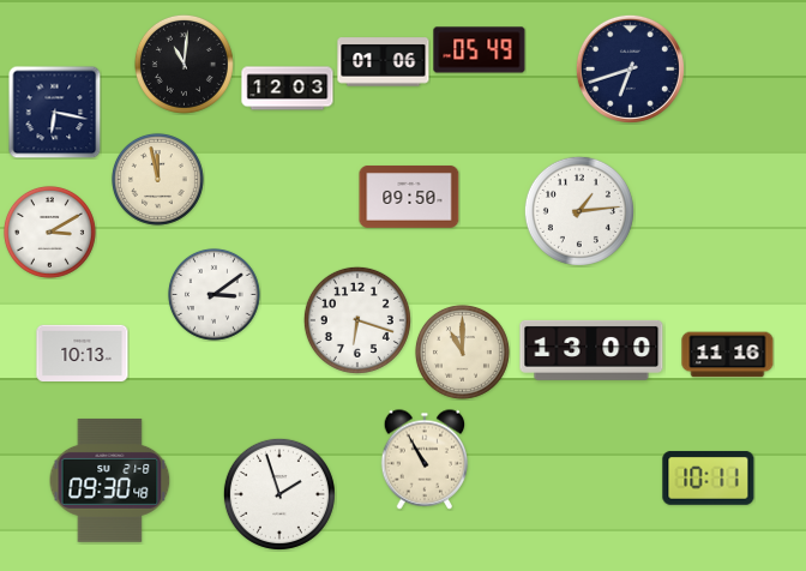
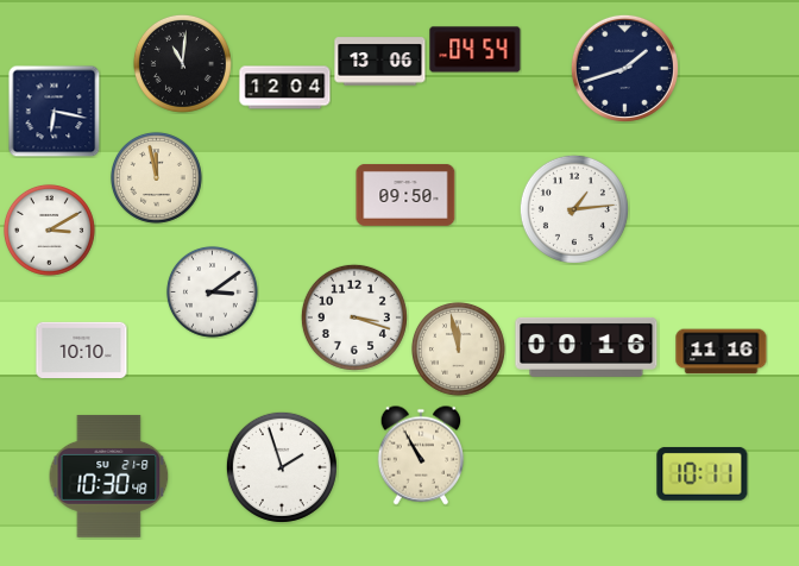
clock at (480, 50): 05:49 -> 04:54
clock at (384, 62): 01:06 -> 13:06
clock at (630, 68): 6:42 -> 1:42
clock at (288, 89): 12:03 -> 12:04
clock at (357, 320): 6:18 -> 3:18
clock at (591, 350): 13:00 -> 00:16
clock at (462, 351): 11:00 -> 11:58
clock at (83, 353): 10:13 -> 10:10
clock at (110, 480): 09:30 -> 10:30
clock at (279, 494) position: (279, 494) -> (282, 467)
